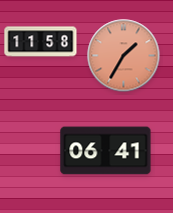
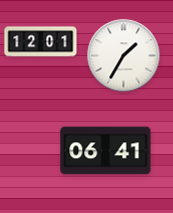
clock at (41, 42): 11:58 -> 12:01
clock at (124, 56) dial: salmon -> white
